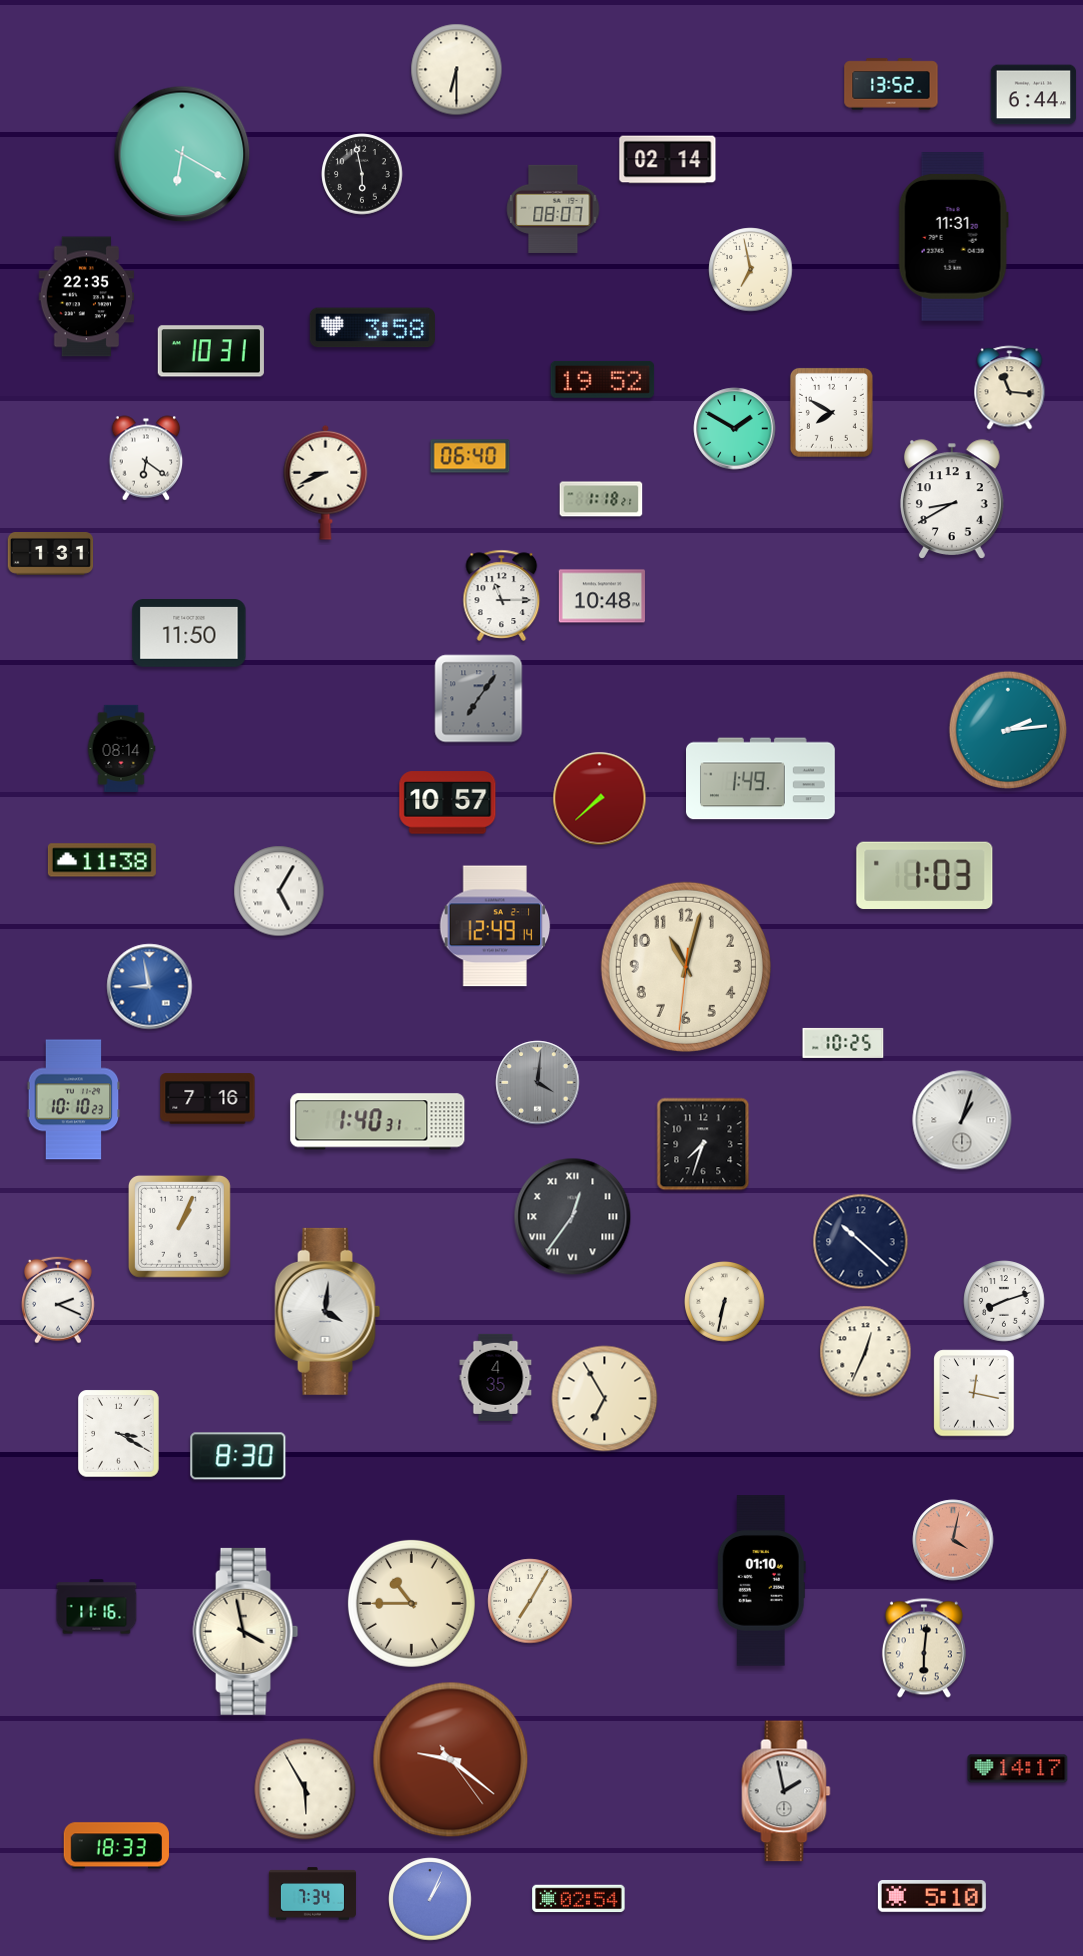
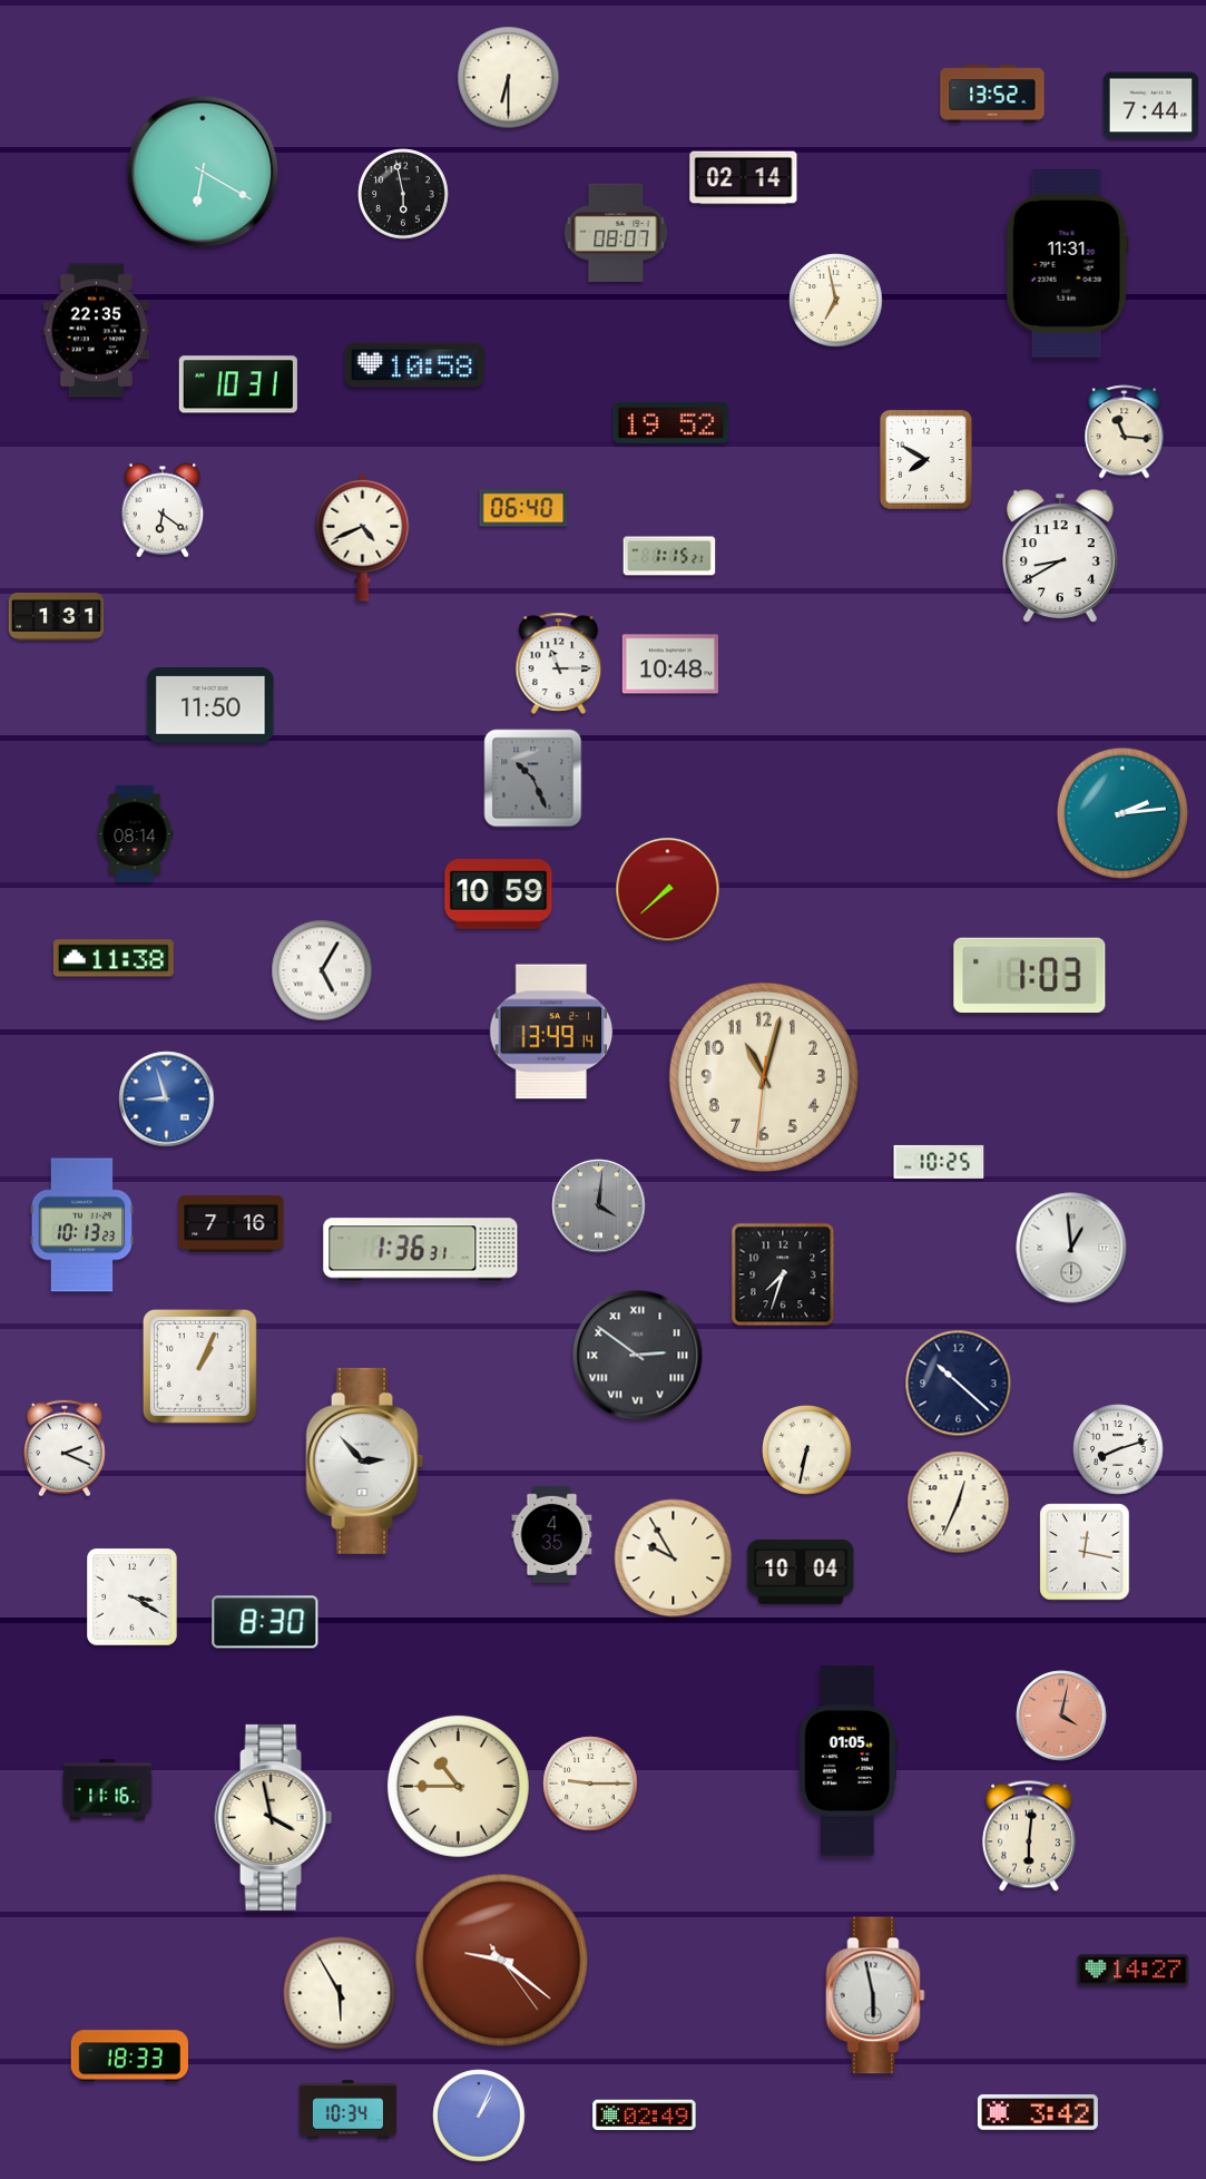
clock at (1034, 95): 6:44 -> 7:44
clock at (953, 237) position: (953, 237) -> (1067, 264)
clock at (372, 328): 3:58 -> 10:58
clock at (211, 351) position: (211, 351) -> (238, 384)
clock at (735, 429): 1:50 -> none
clock at (326, 482): 8:41 -> 4:41
clock at (601, 499): 1:18 -> 1:15
clock at (479, 699): 7:06 -> 10:26
clock at (761, 779): 1:49 -> none
clock at (448, 803): 10:57 -> 10:59
clock at (279, 891) position: (279, 891) -> (322, 970)
clock at (495, 926): 12:49 -> 13:49
clock at (150, 987): 8:58 -> 8:57
clock at (74, 1100): 10:10 -> 10:13
clock at (962, 1120): 1:03 -> 12:59
clock at (378, 1122): 1:40 -> 1:36
clock at (573, 1217): 12:36 -> 2:51
clock at (328, 1311): 4:01 -> 2:53
clock at (866, 1352) position: (866, 1352) -> (959, 1503)
clock at (605, 1399): 6:55 -> 9:55
clock at (801, 1572): none -> 10:04
clock at (761, 1581): 01:10 -> 01:05
clock at (530, 1601): 7:05 -> 9:15
clock at (1018, 1769): 14:17 -> 14:27
clock at (786, 1791): 1:58 -> 5:58
clock at (312, 1894): 7:34 -> 10:34
clock at (932, 1897): 5:10 -> 3:42
clock at (579, 1899): 02:54 -> 02:49
